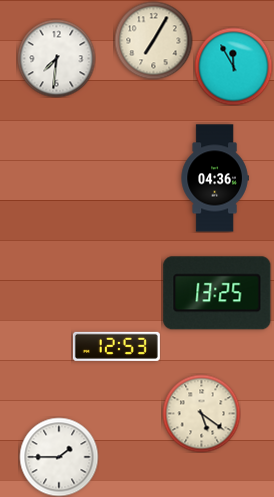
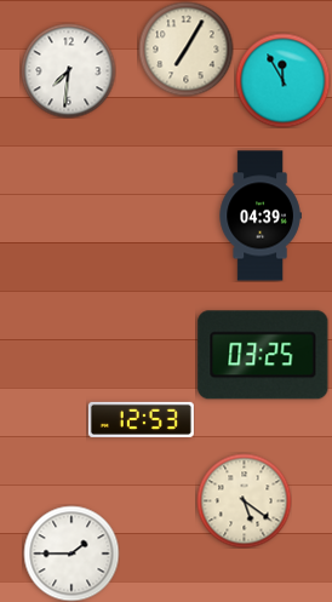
clock at (215, 178): 04:36 -> 04:39
clock at (217, 293): 13:25 -> 03:25
